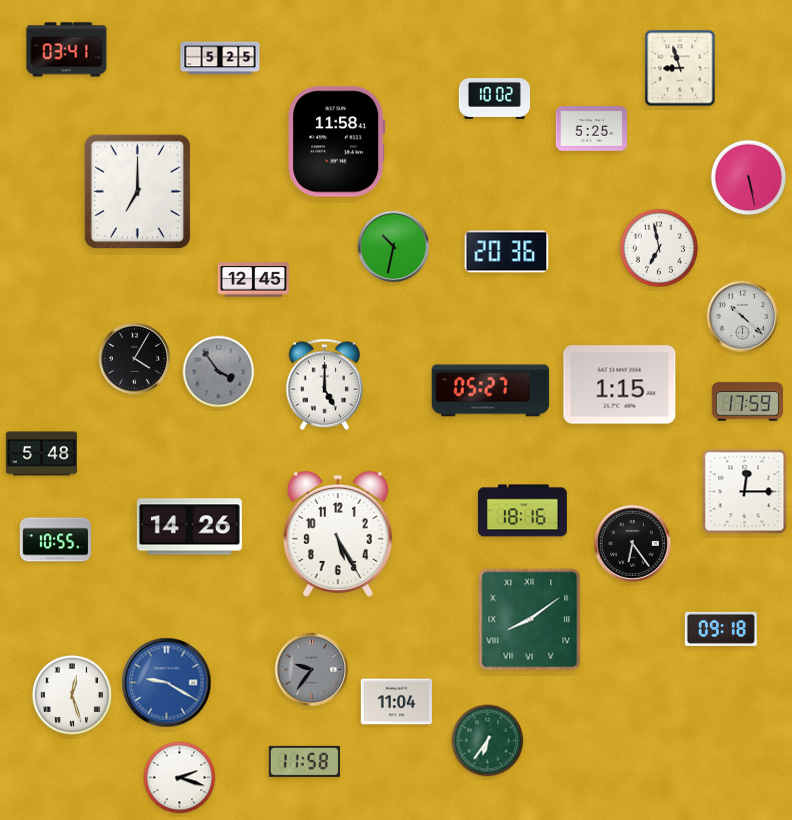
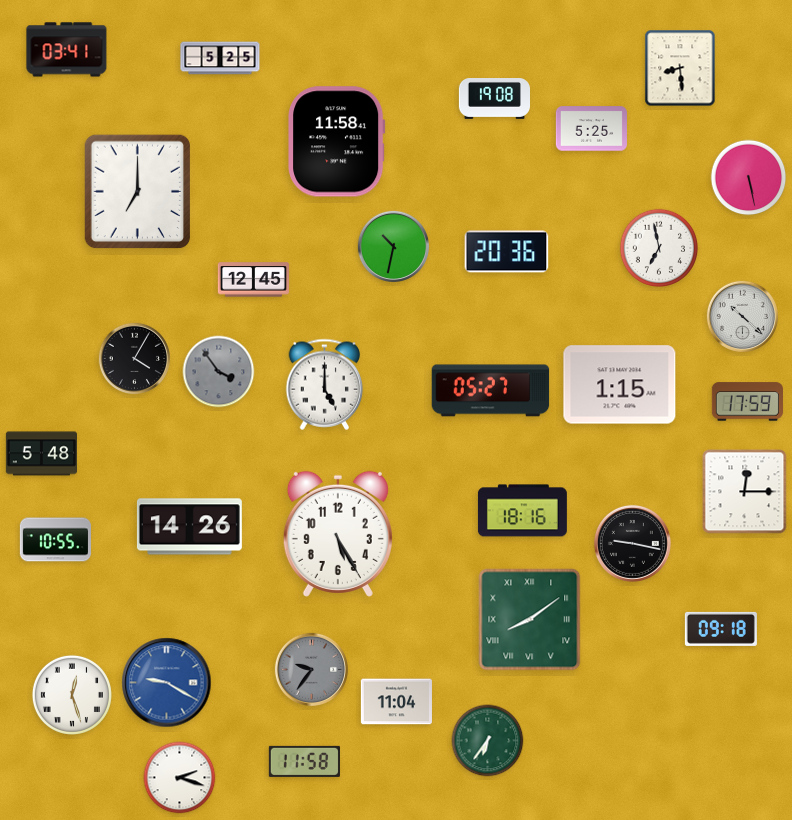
clock at (680, 68): 8:57 -> 8:29
clock at (494, 99): 10:02 -> 19:08
clock at (632, 543): 6:24 -> 9:17
